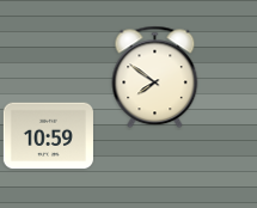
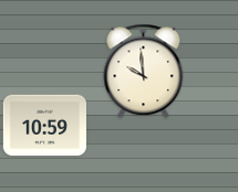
clock at (155, 78): 7:51 -> 9:59
